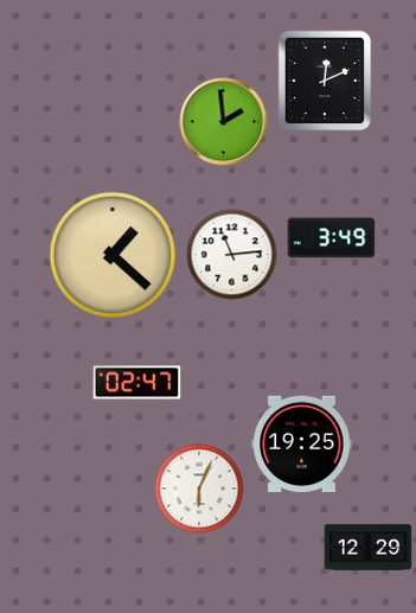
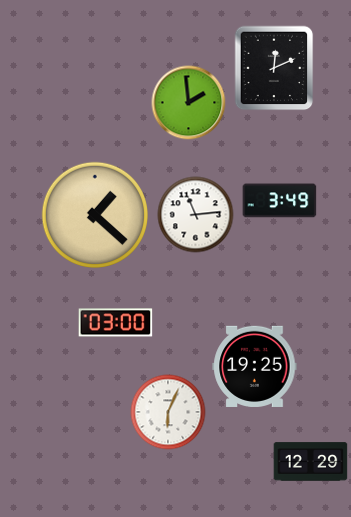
clock at (137, 383): 02:47 -> 03:00
clock at (302, 443) position: (302, 443) -> (255, 366)
